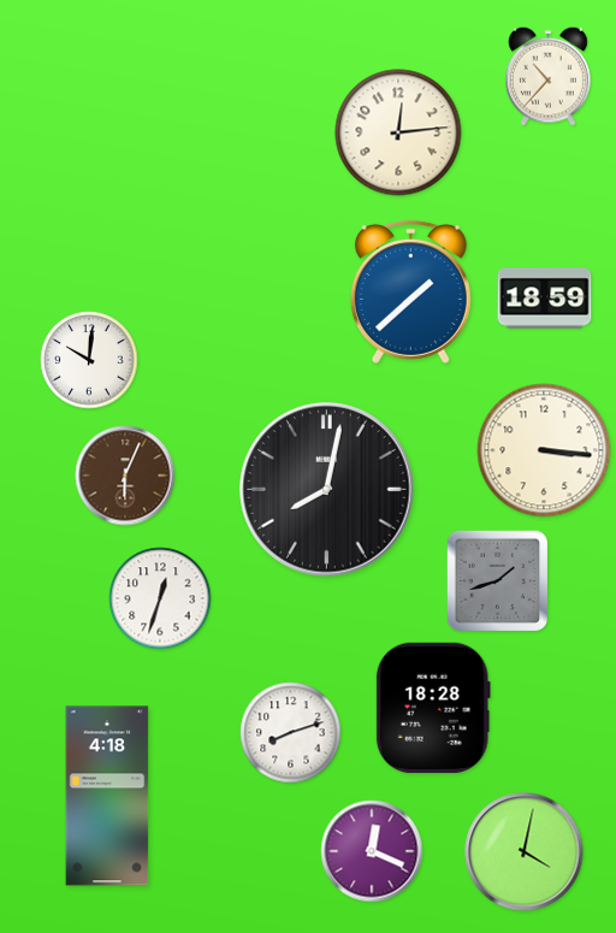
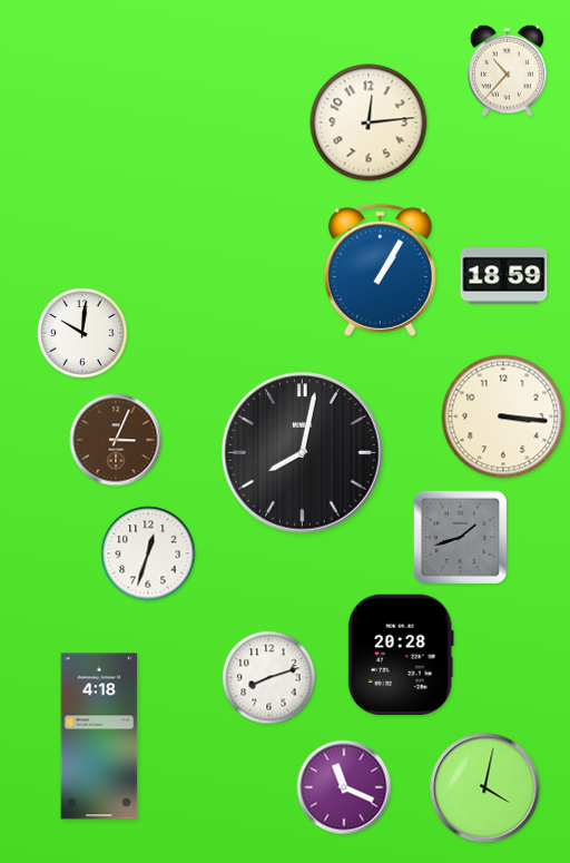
clock at (410, 291): 1:38 -> 1:05
clock at (125, 476): 6:04 -> 3:04
clock at (433, 707): 18:28 -> 20:28
clock at (372, 851): 12:19 -> 11:19
